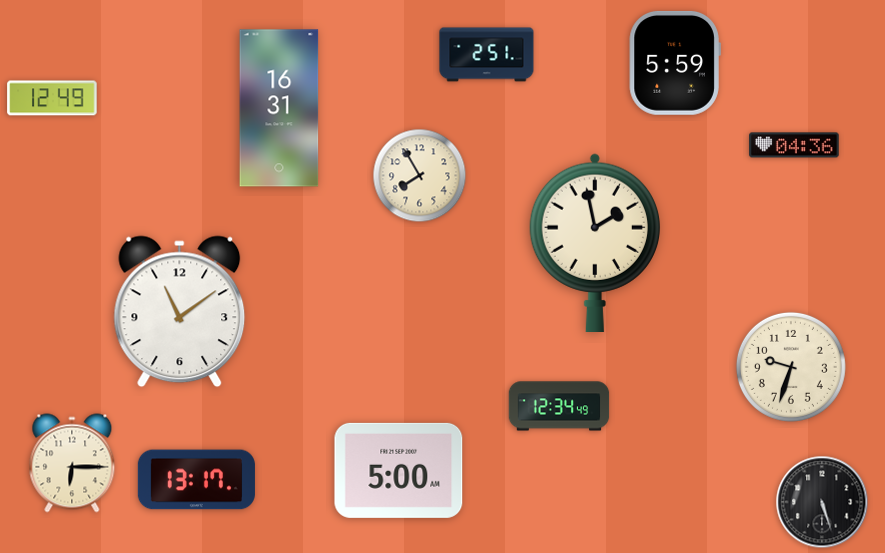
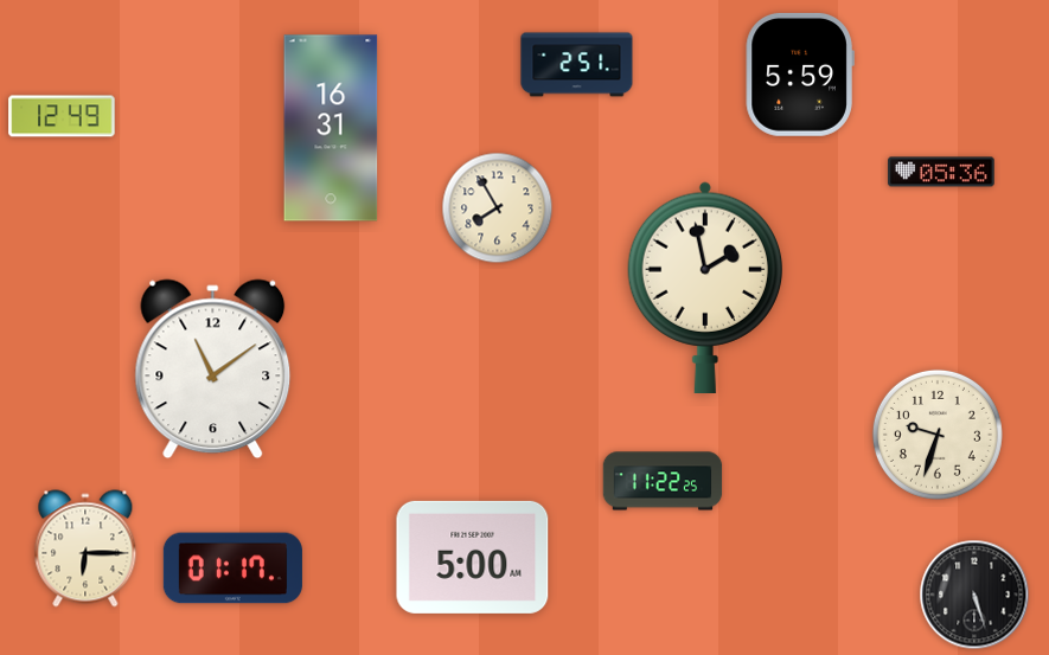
clock at (794, 145): 04:36 -> 05:36
clock at (559, 406): 12:34 -> 11:22
clock at (196, 480): 13:17 -> 01:17
